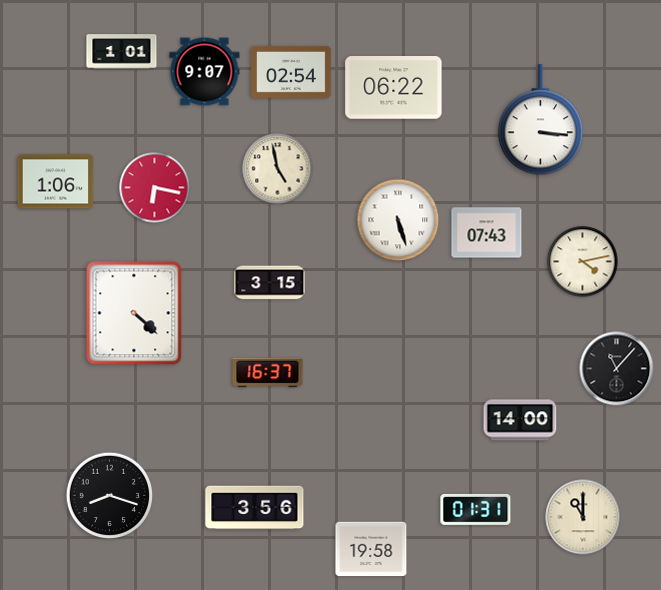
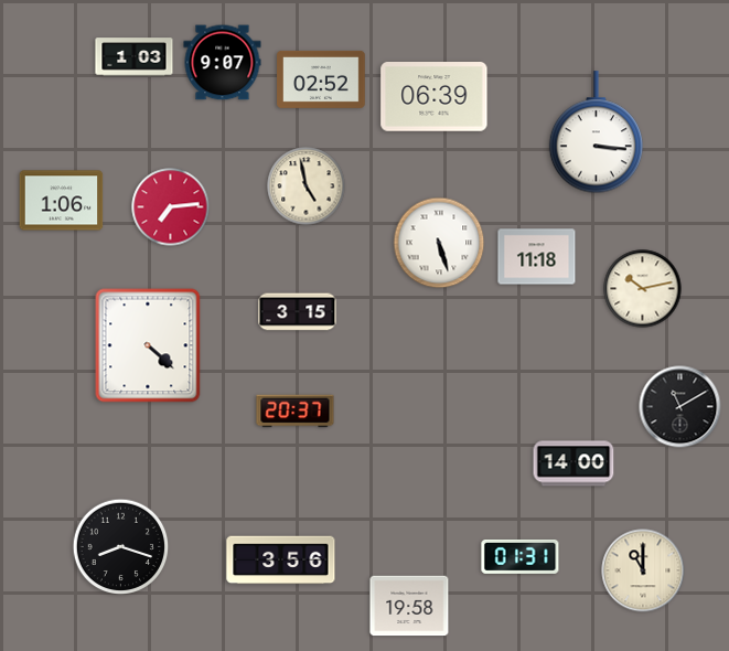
clock at (122, 52): 1:01 -> 1:03
clock at (205, 72) position: (205, 72) -> (223, 63)
clock at (291, 72): 02:54 -> 02:52
clock at (394, 88): 06:22 -> 06:39
clock at (155, 188): 6:17 -> 7:14
clock at (487, 233): 07:43 -> 11:18
clock at (583, 262): 4:13 -> 10:13
clock at (617, 369): 11:07 -> 11:10
clock at (268, 373): 16:37 -> 20:37
clock at (476, 509) position: (476, 509) -> (521, 556)
